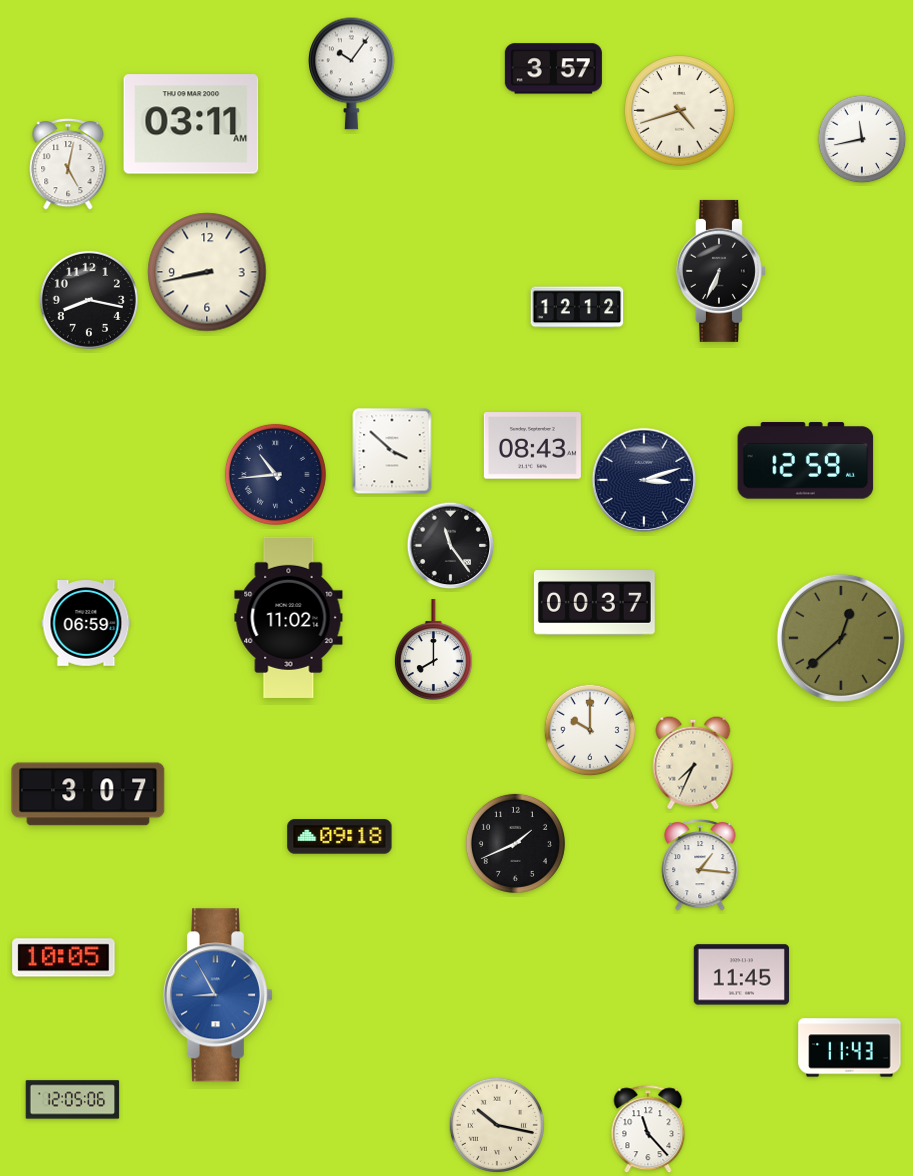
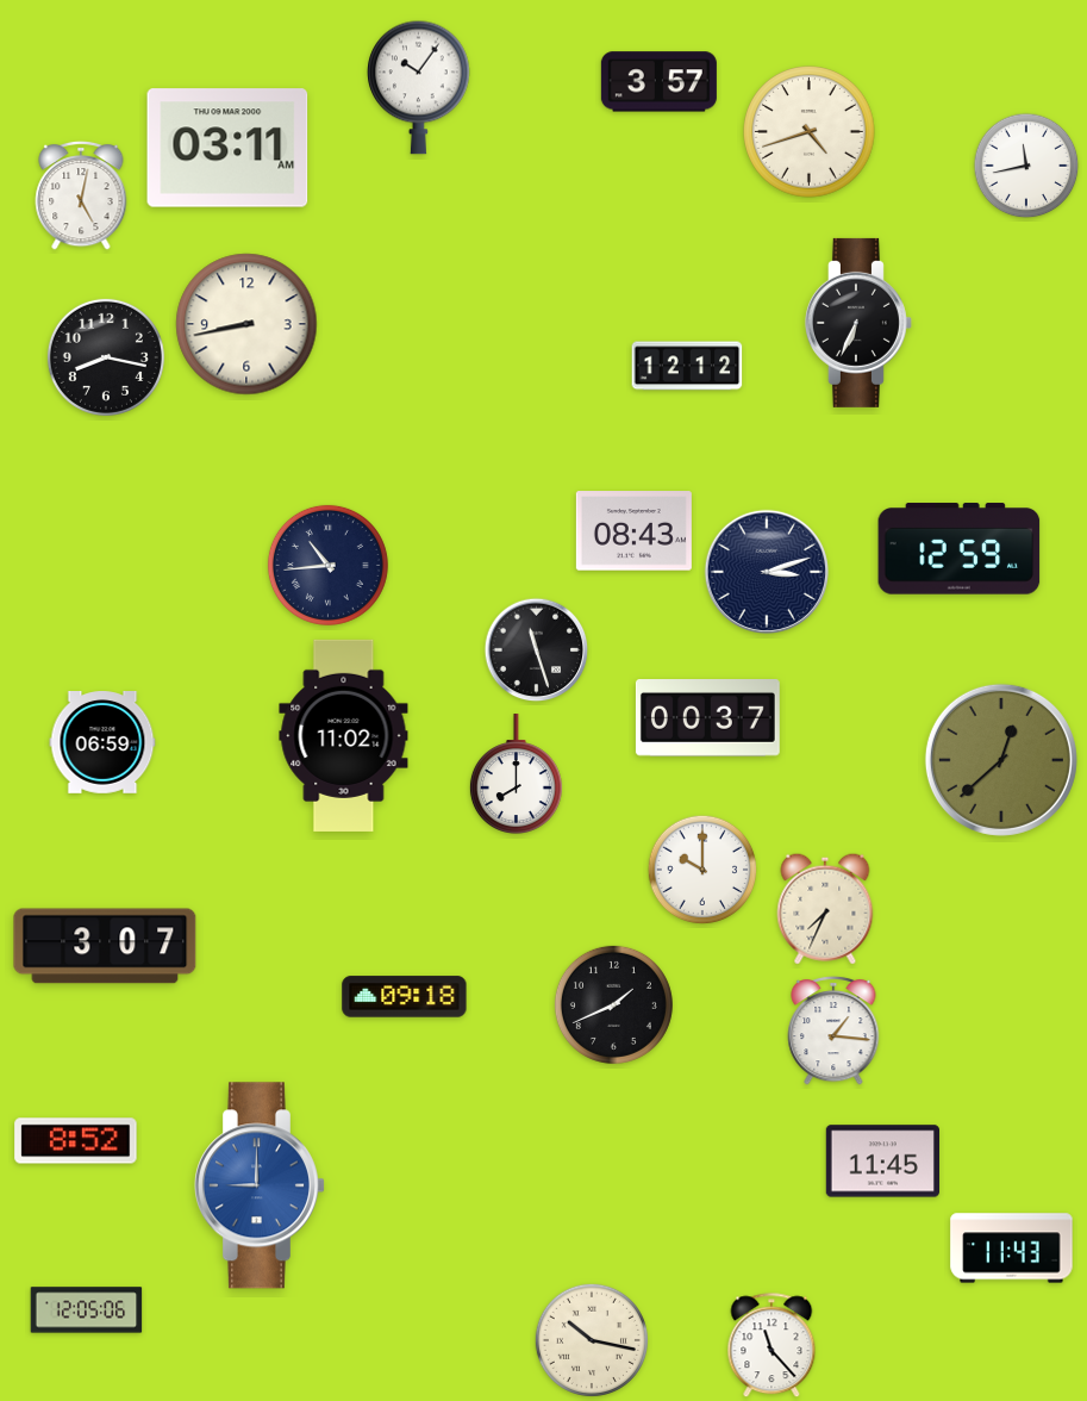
clock at (392, 451): 3:52 -> none
clock at (451, 546): 11:24 -> 11:27
clock at (64, 958): 10:05 -> 8:52
clock at (218, 995): 8:55 -> 9:00
